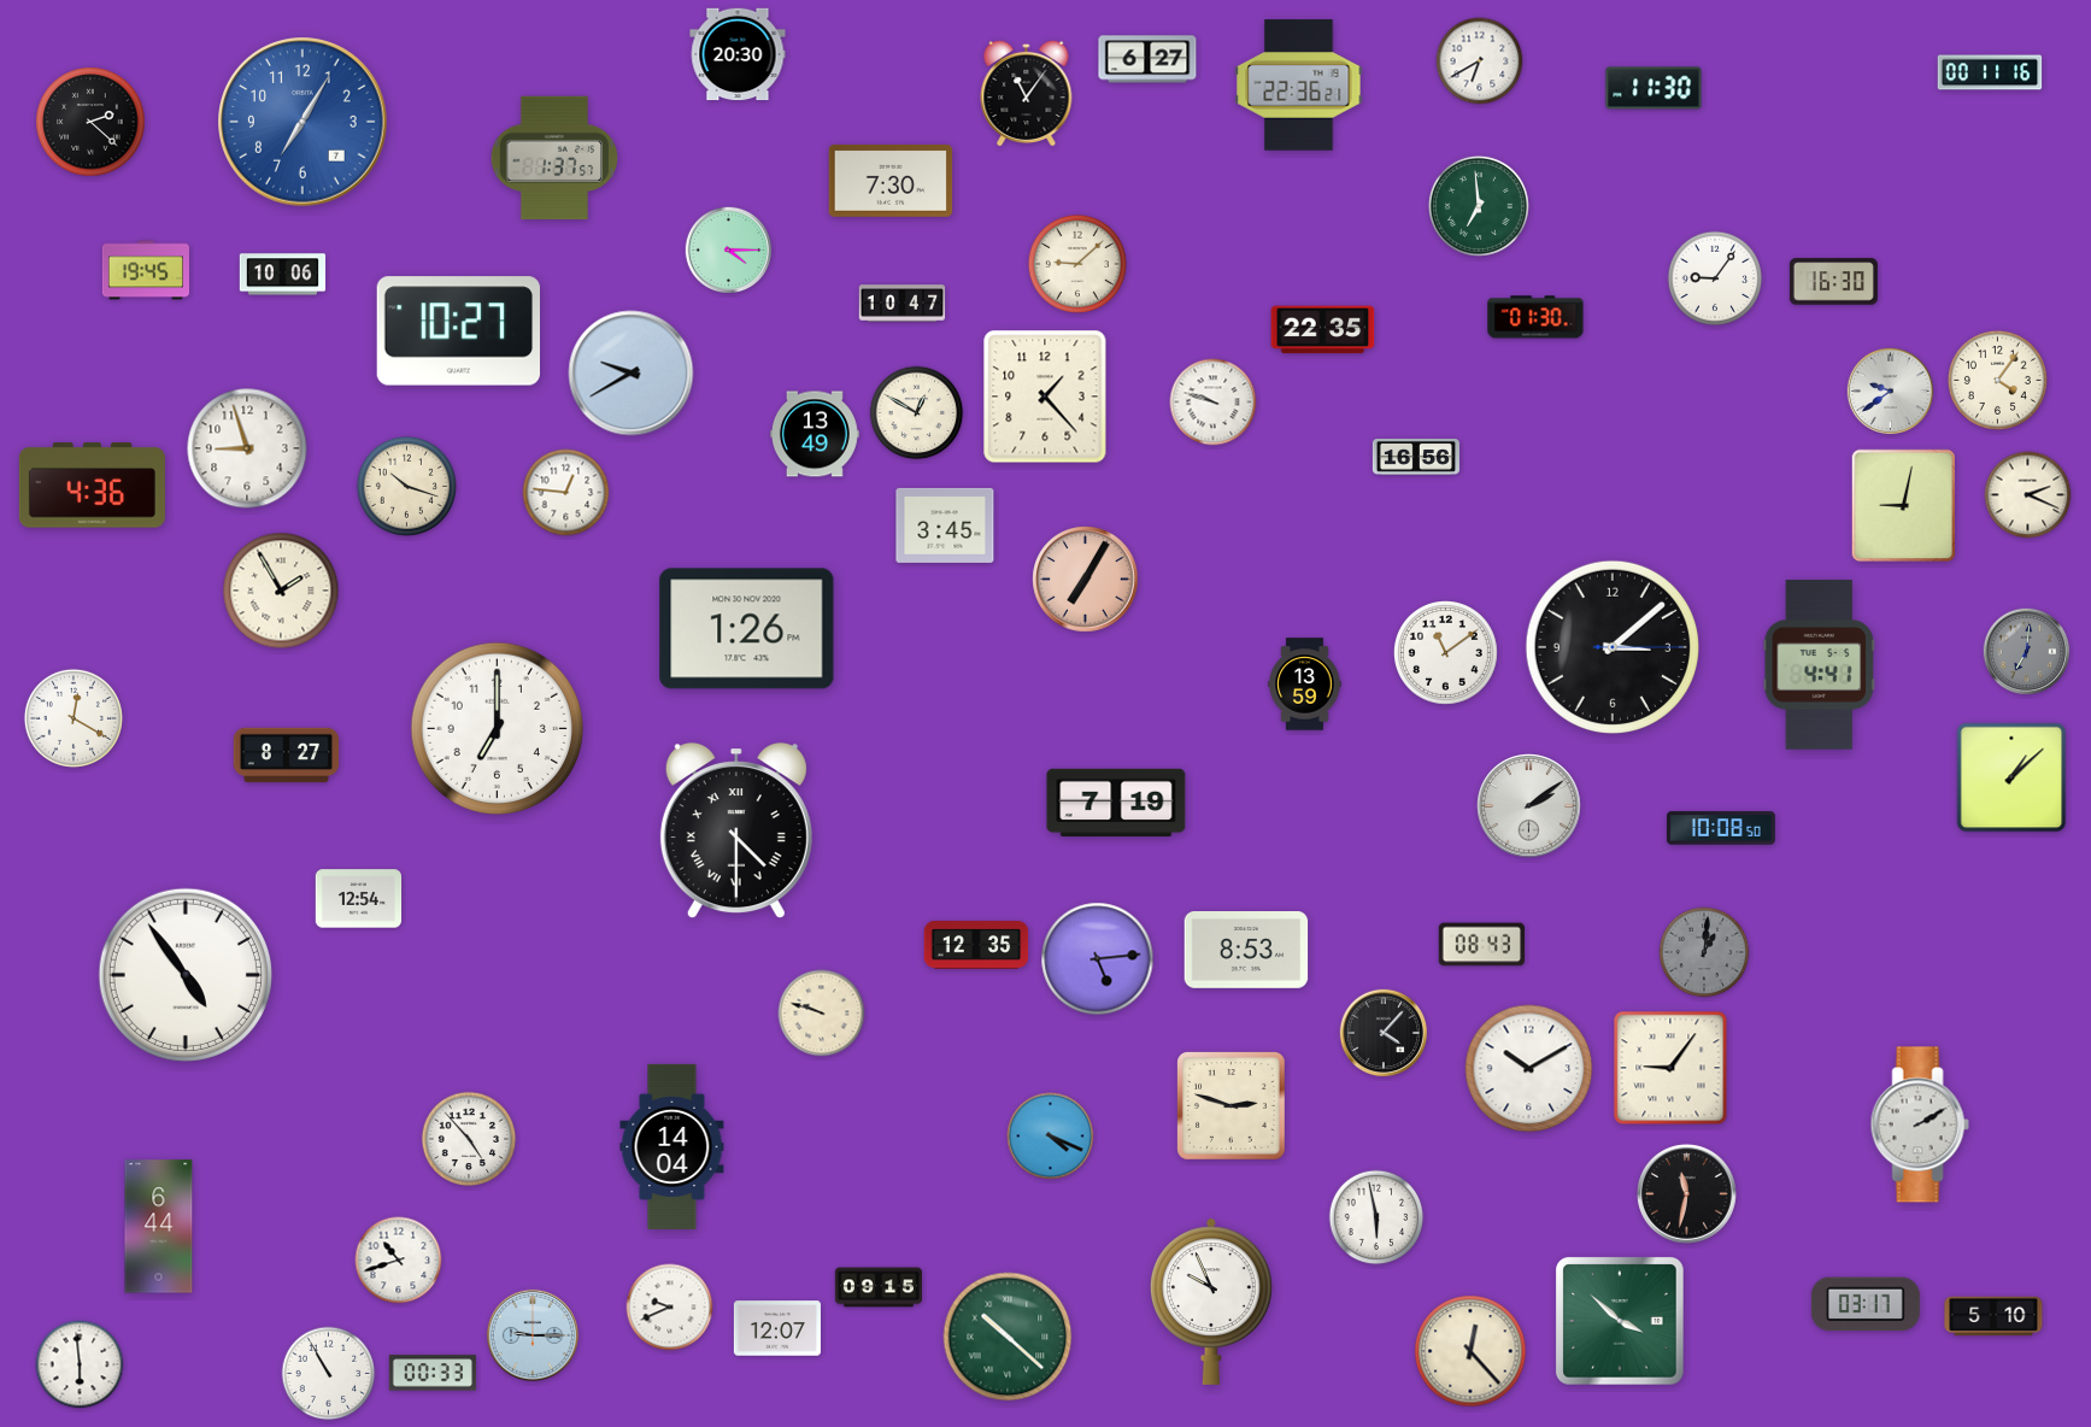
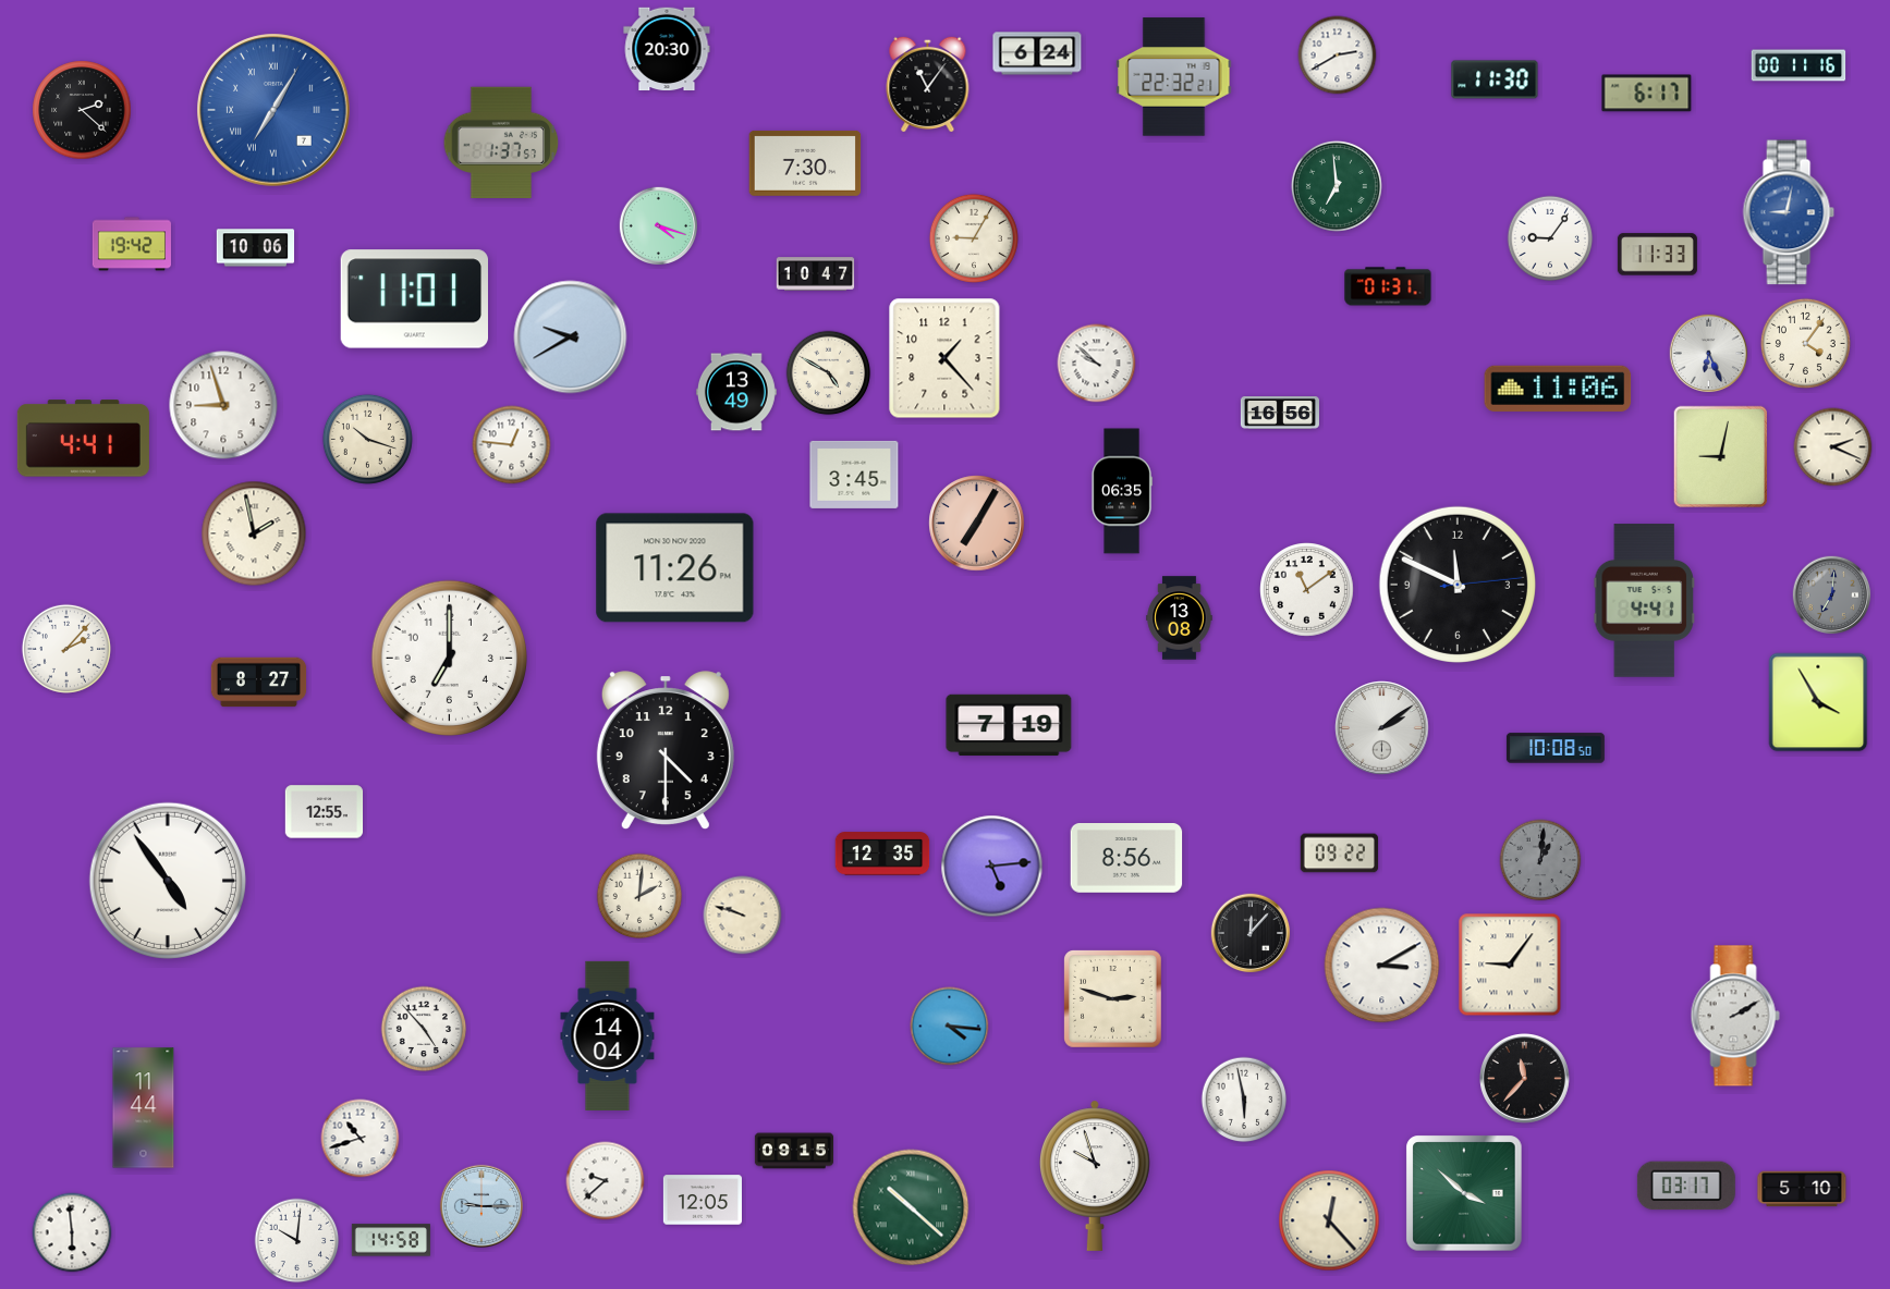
clock at (1147, 59): 6:27 -> 6:24
clock at (1480, 61): 6:40 -> 2:40
clock at (1299, 86): 22:36 -> 22:32
clock at (1647, 94): none -> 6:17
clock at (303, 122) numerals: Arabic -> Roman
clock at (1789, 212): none -> 9:02
clock at (729, 251): 4:15 -> 4:18
clock at (1077, 264): 9:08 -> 9:05
clock at (146, 270): 19:45 -> 19:42
clock at (1715, 278) position: (1715, 278) -> (1550, 238)
clock at (1833, 282): 16:30 -> 11:33
clock at (1535, 317): 01:30 -> 01:31
clock at (1323, 330): 22:35 -> none
clock at (458, 331): 10:27 -> 11:01
clock at (1891, 392): 9:39 -> 6:26
clock at (1214, 403): 9:48 -> 9:52
clock at (917, 413): 12:50 -> 4:50
clock at (1558, 388): none -> 11:06
clock at (92, 486): 4:36 -> 4:41
clock at (1122, 491): none -> 06:35
clock at (1086, 580) position: (1086, 580) -> (977, 524)
clock at (281, 591): 1:55 -> 1:58
clock at (747, 629): 1:26 -> 11:26
clock at (1613, 647): 3:08 -> 11:49
clock at (2027, 652) position: (2027, 652) -> (1832, 596)
clock at (1305, 685): 13:59 -> 13:08
clock at (74, 718): 12:20 -> 2:07
clock at (2011, 777): 1:08 -> 3:55
clock at (736, 832) numerals: Roman -> Arabic
clock at (359, 899): 12:54 -> 12:55
clock at (1482, 945): 08:43 -> 09:22
clock at (1246, 951): 8:53 -> 8:56
clock at (639, 896): none -> 2:01
clock at (1384, 1033): 4:07 -> 12:07
clock at (1529, 1069): 10:10 -> 3:10
clock at (1051, 1137): 4:19 -> 4:16
clock at (1687, 1194): 11:32 -> 11:37
clock at (159, 1227): 6:44 -> 11:44
clock at (877, 1287) position: (877, 1287) -> (793, 1151)
clock at (1212, 1302): 9:56 -> 9:57
clock at (1866, 1304) position: (1866, 1304) -> (1686, 1186)
clock at (670, 1308): 9:41 -> 9:38
clock at (777, 1328): 12:07 -> 12:05
clock at (433, 1373): 00:33 -> 14:58
clock at (329, 1374): 10:55 -> 10:01
